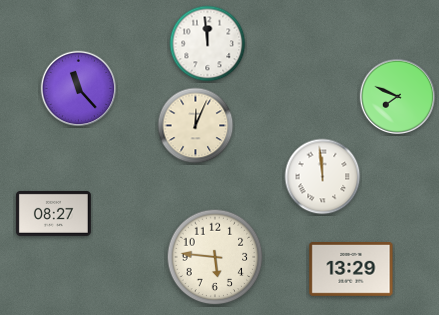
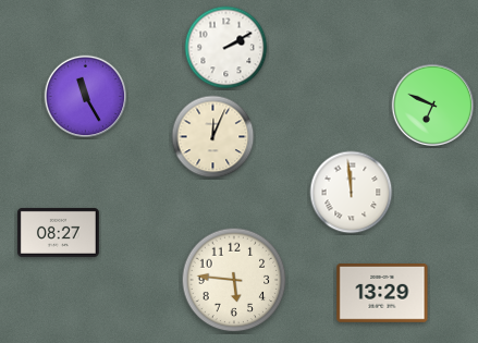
clock at (208, 44): 11:59 -> 2:10
clock at (79, 89): 11:23 -> 11:25
clock at (398, 97): 7:49 -> 6:49
